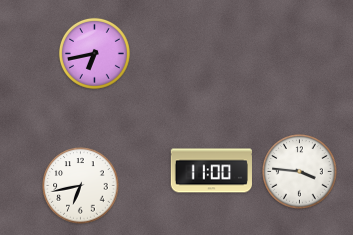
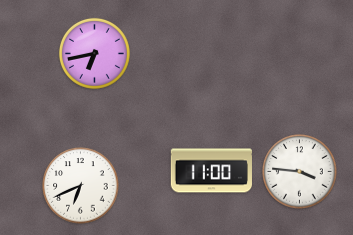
clock at (81, 186): 6:43 -> 6:41
